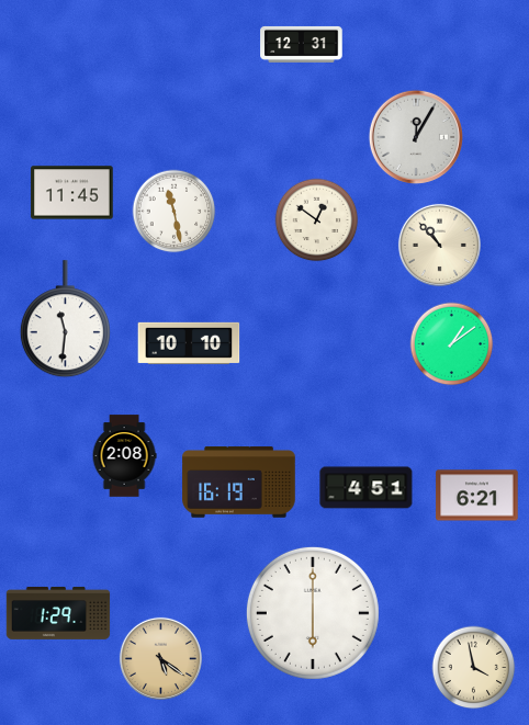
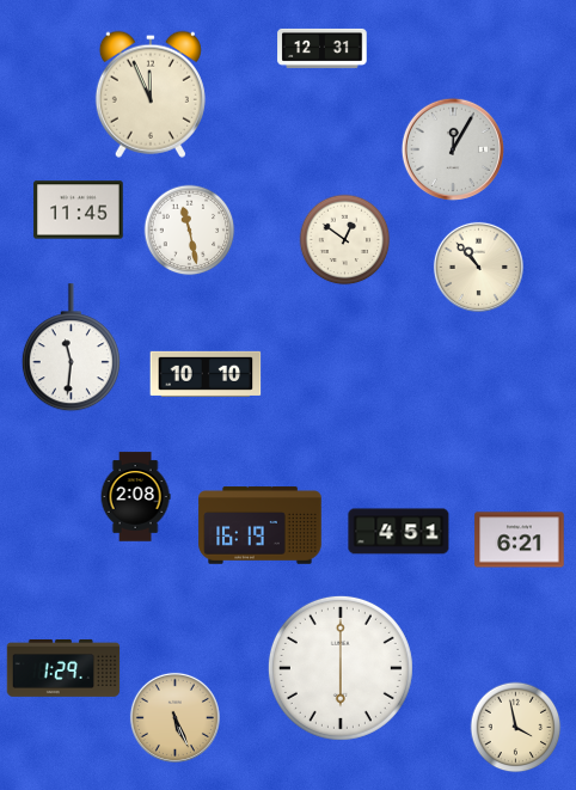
clock at (302, 44) position: (302, 44) -> (323, 48)
clock at (151, 94): none -> 11:56
clock at (452, 344): 1:09 -> none
clock at (160, 658): 5:21 -> 5:26
